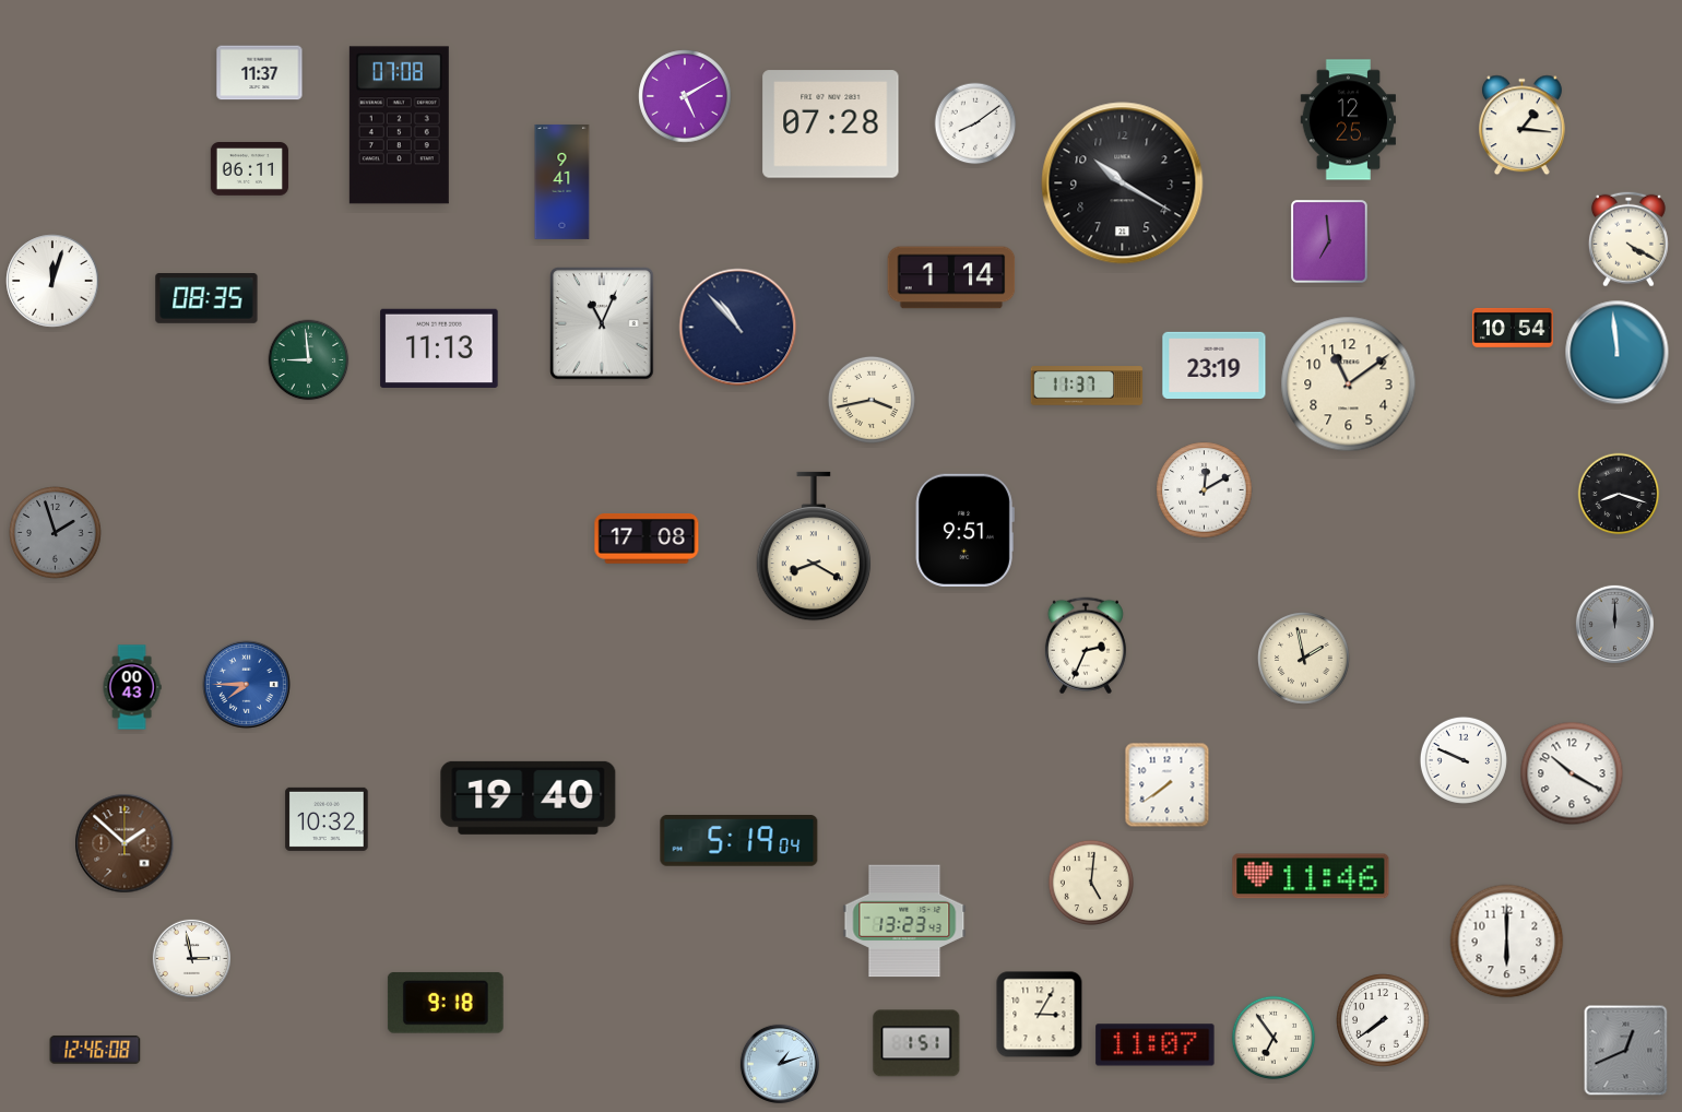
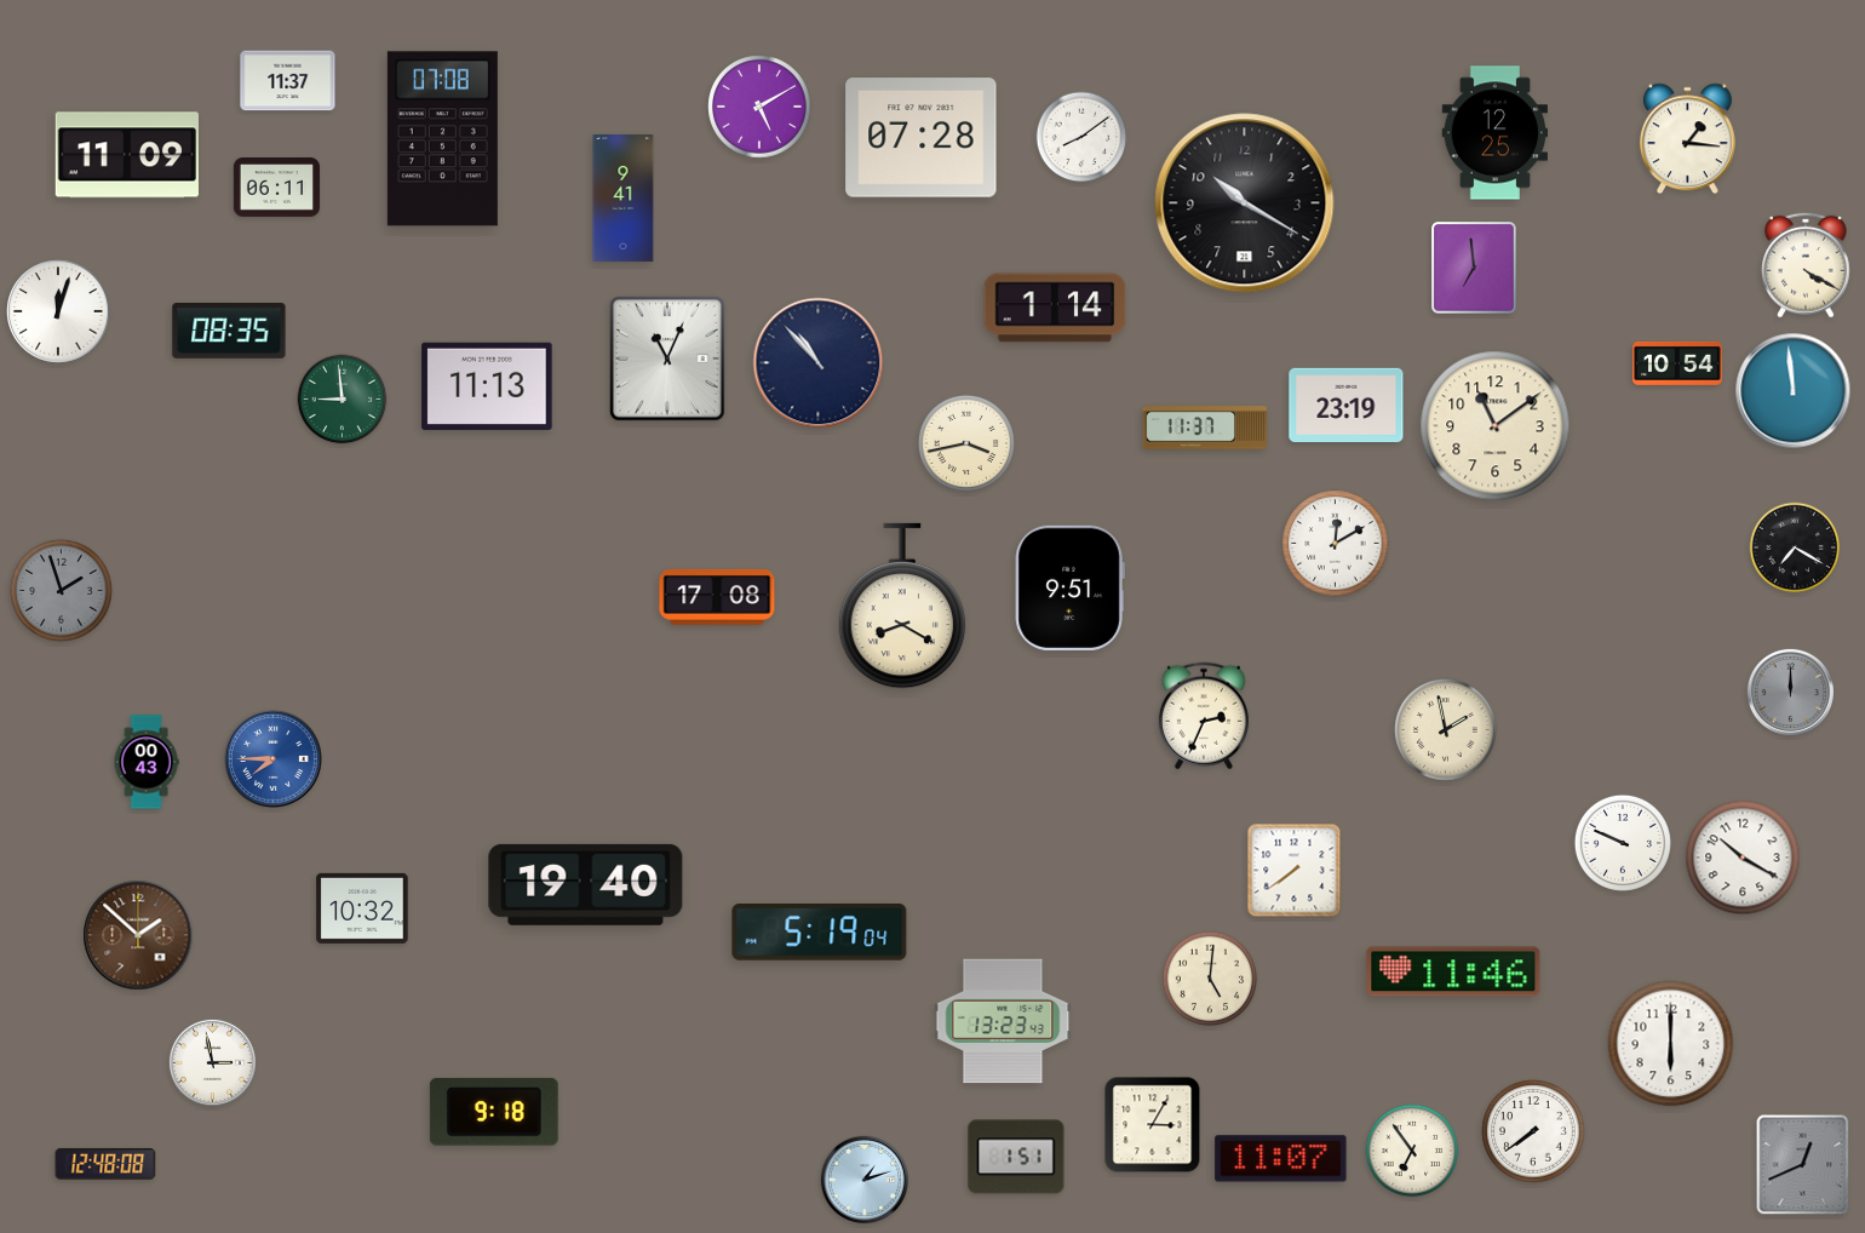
clock at (127, 155): none -> 11:09
clock at (562, 181) position: (562, 181) -> (624, 197)
clock at (1619, 494): 8:18 -> 7:20
clock at (95, 1050): 12:46 -> 12:48
